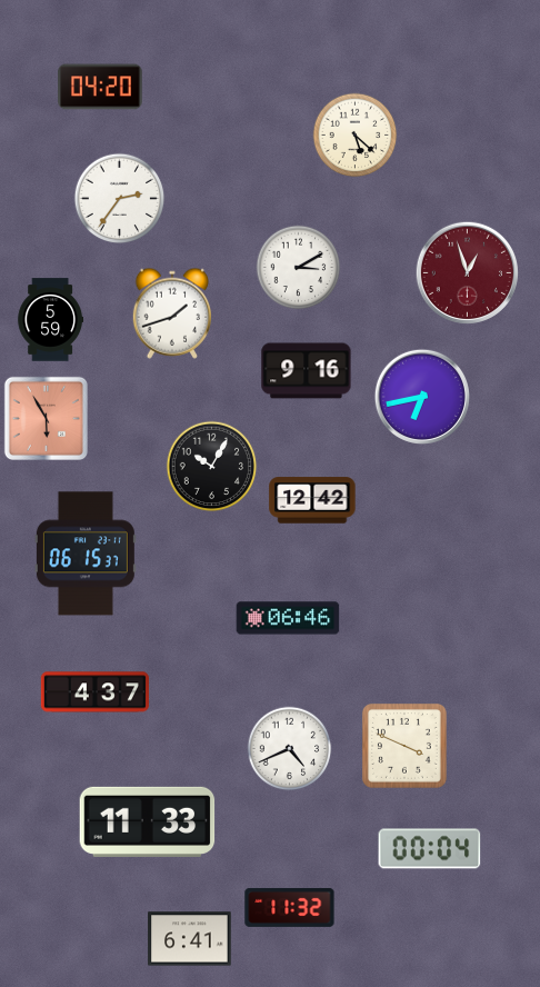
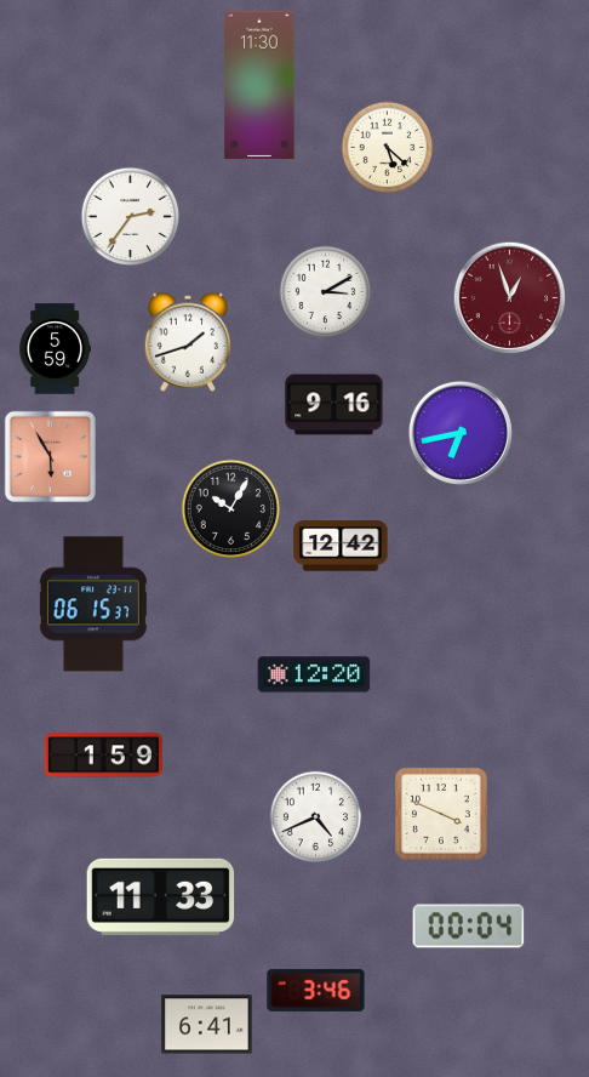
clock at (259, 85): none -> 11:30
clock at (100, 87): 04:20 -> none
clock at (288, 618): 06:46 -> 12:20
clock at (94, 692): 4:37 -> 1:59
clock at (290, 907): 11:32 -> 3:46
